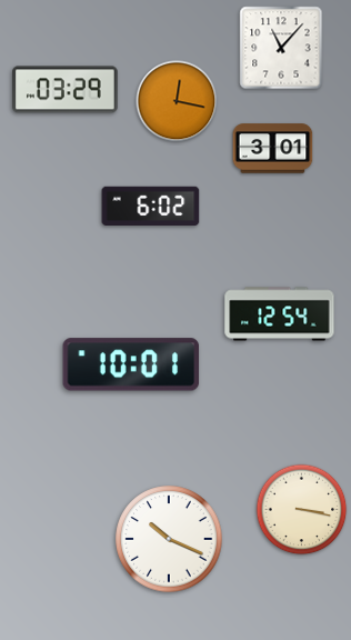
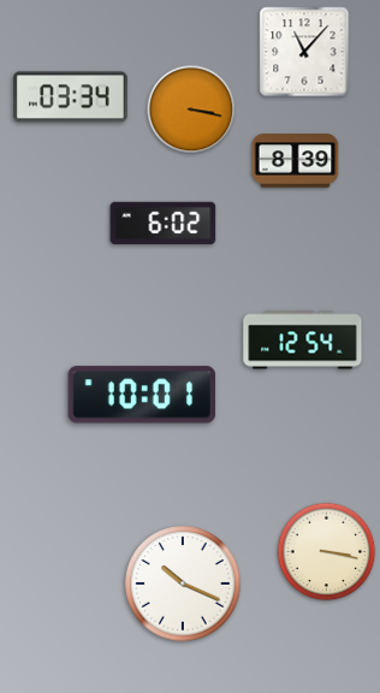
clock at (66, 90): 03:29 -> 03:34
clock at (177, 101): 12:17 -> 3:17
clock at (273, 149): 3:01 -> 8:39
